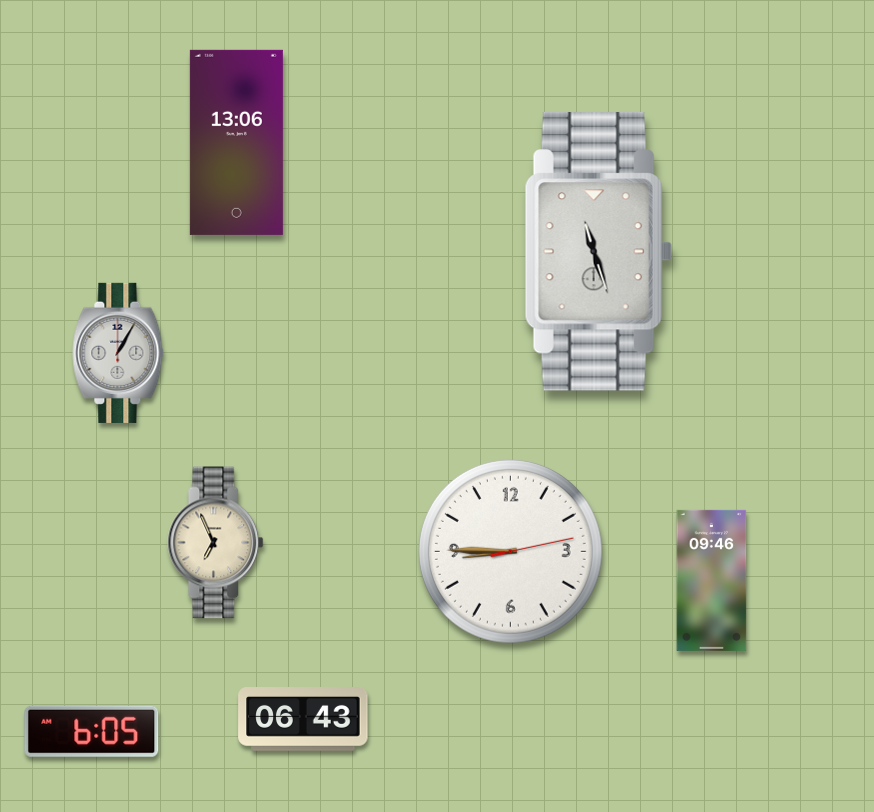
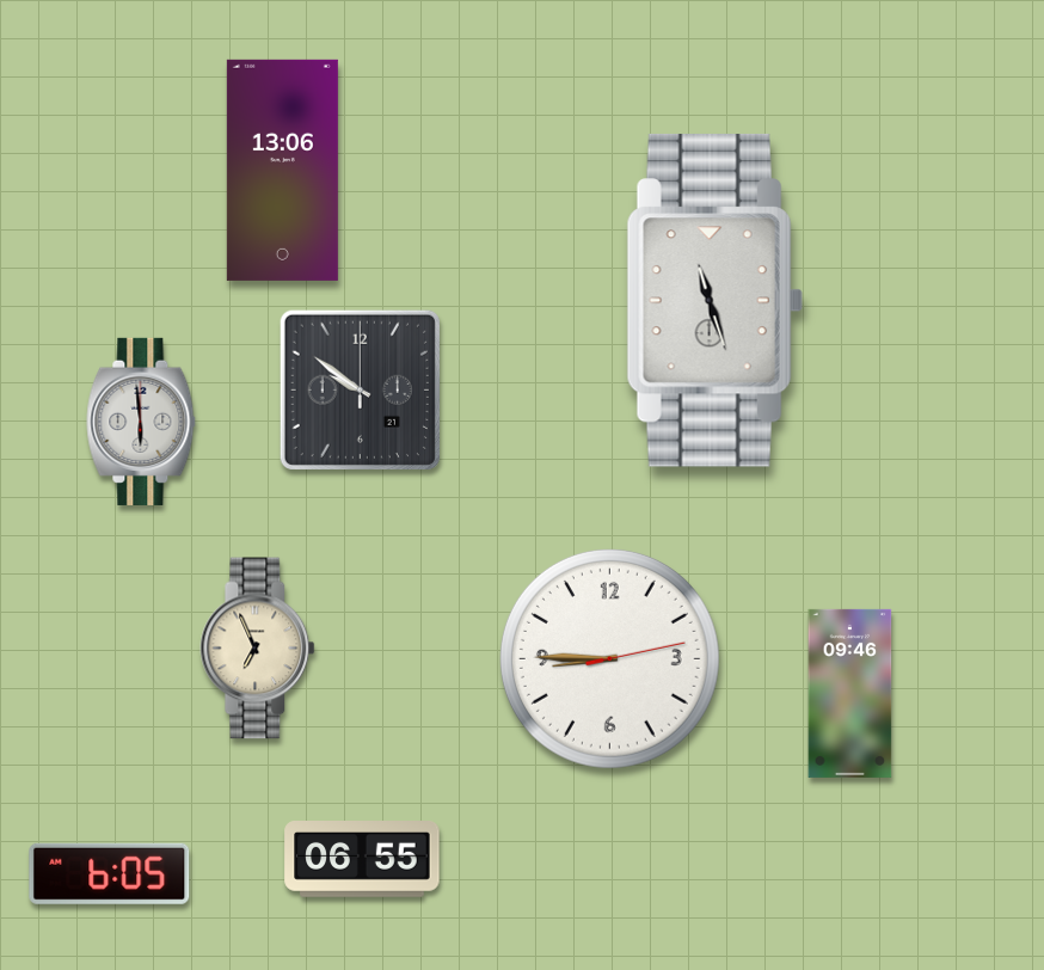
clock at (360, 389): none -> 9:51
clock at (118, 353): 1:05 -> 5:59
clock at (303, 720): 06:43 -> 06:55
